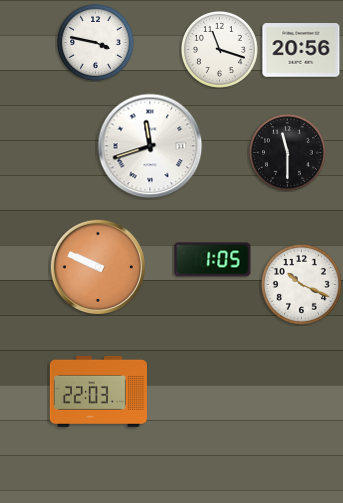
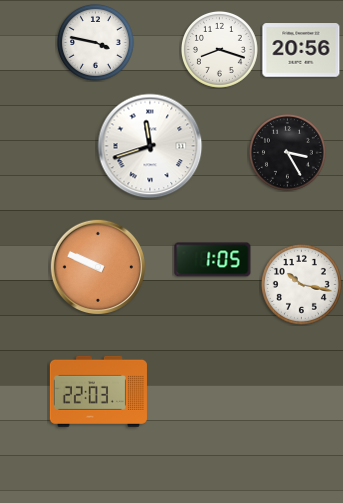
clock at (219, 49): 11:18 -> 8:18
clock at (287, 152): 11:30 -> 3:25
clock at (301, 284): 10:19 -> 10:17
